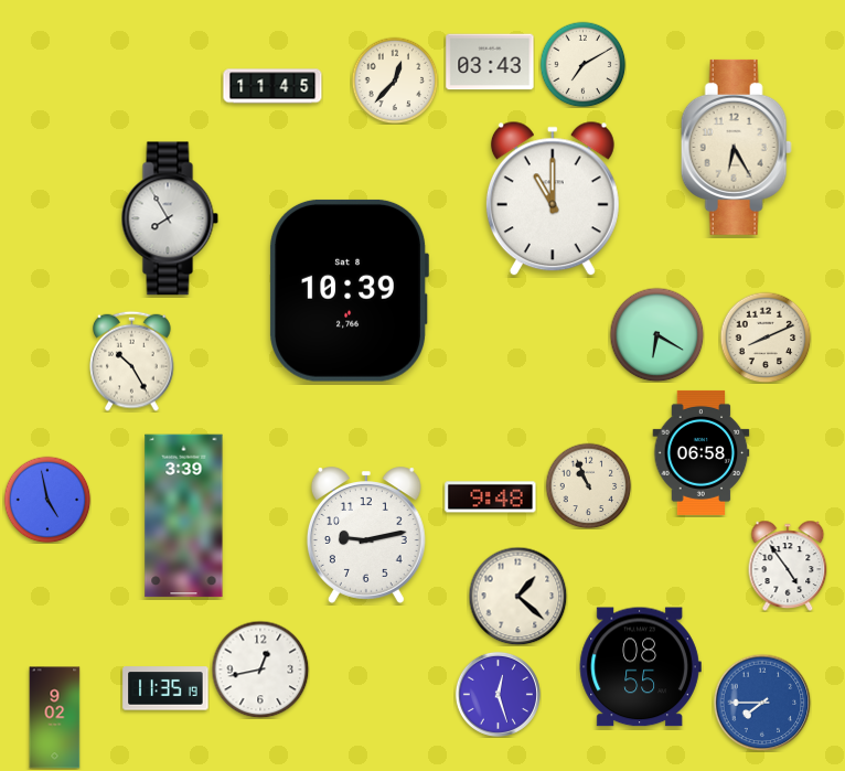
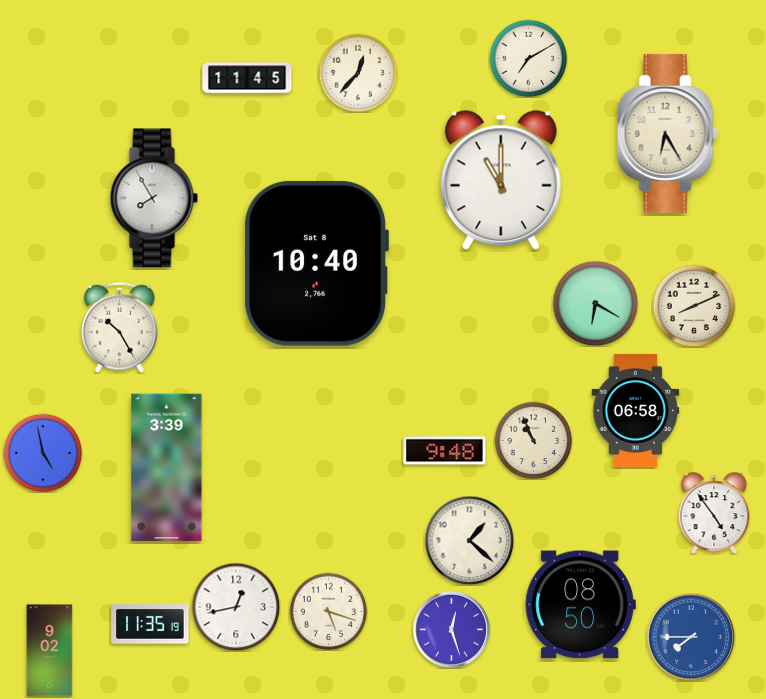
clock at (490, 62): 03:43 -> none
clock at (349, 290): 10:39 -> 10:40
clock at (366, 535): 9:13 -> none
clock at (640, 667): 08:55 -> 08:50
clock at (328, 611): none -> 5:18
